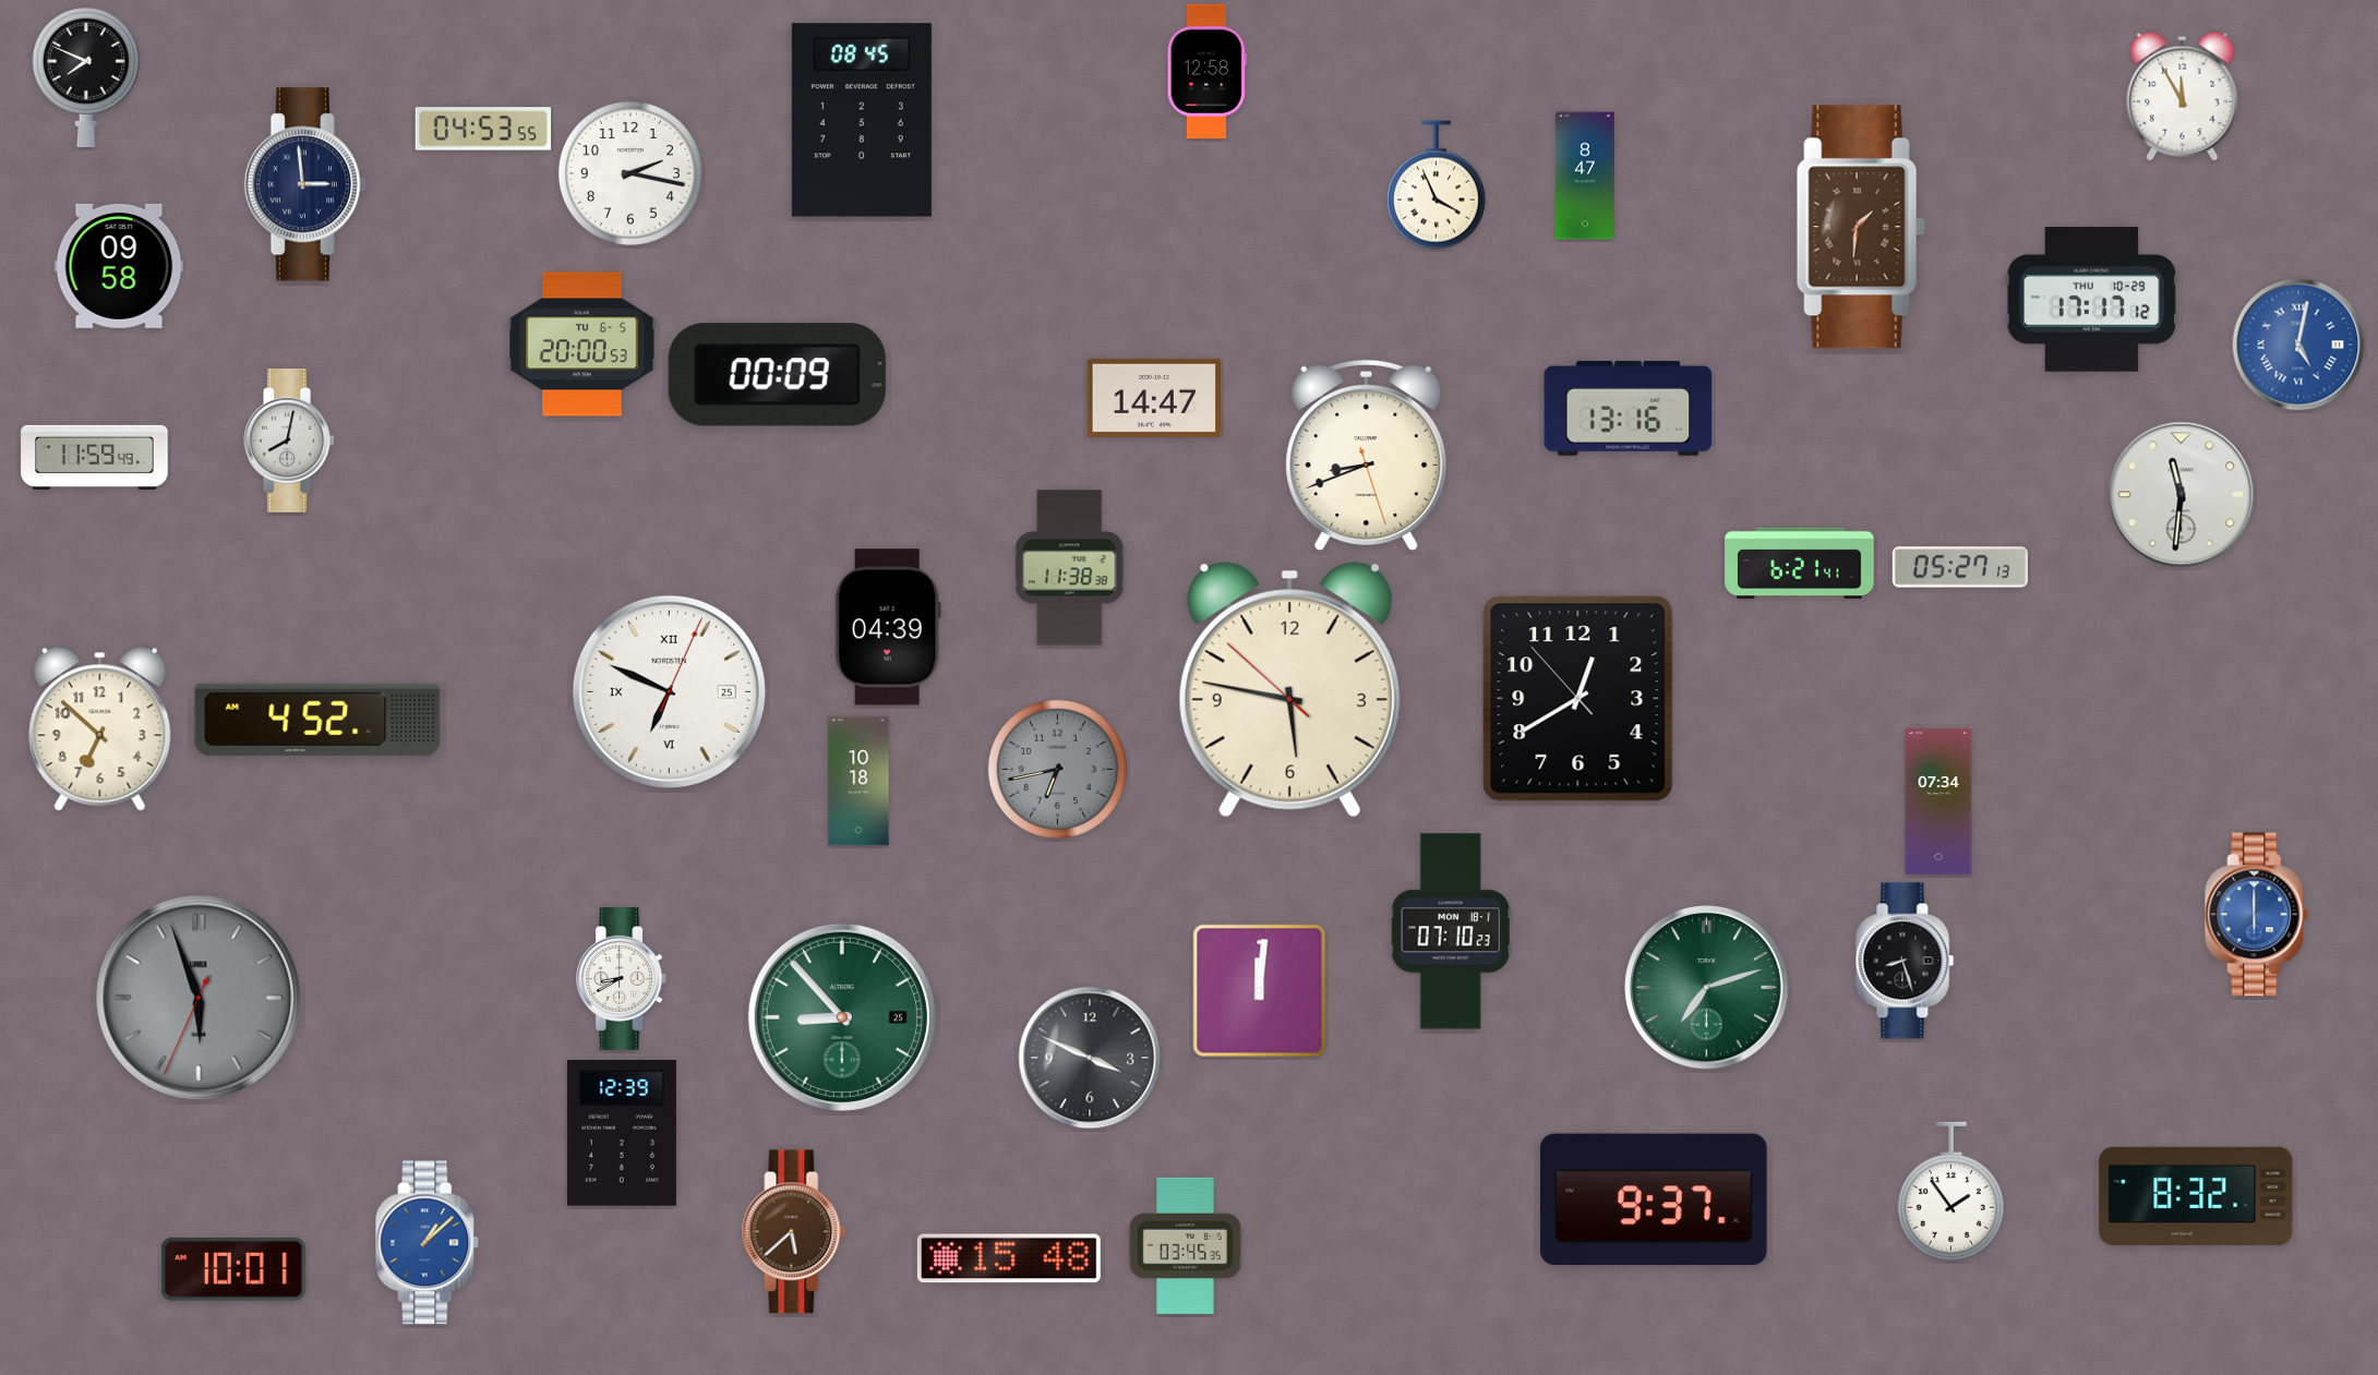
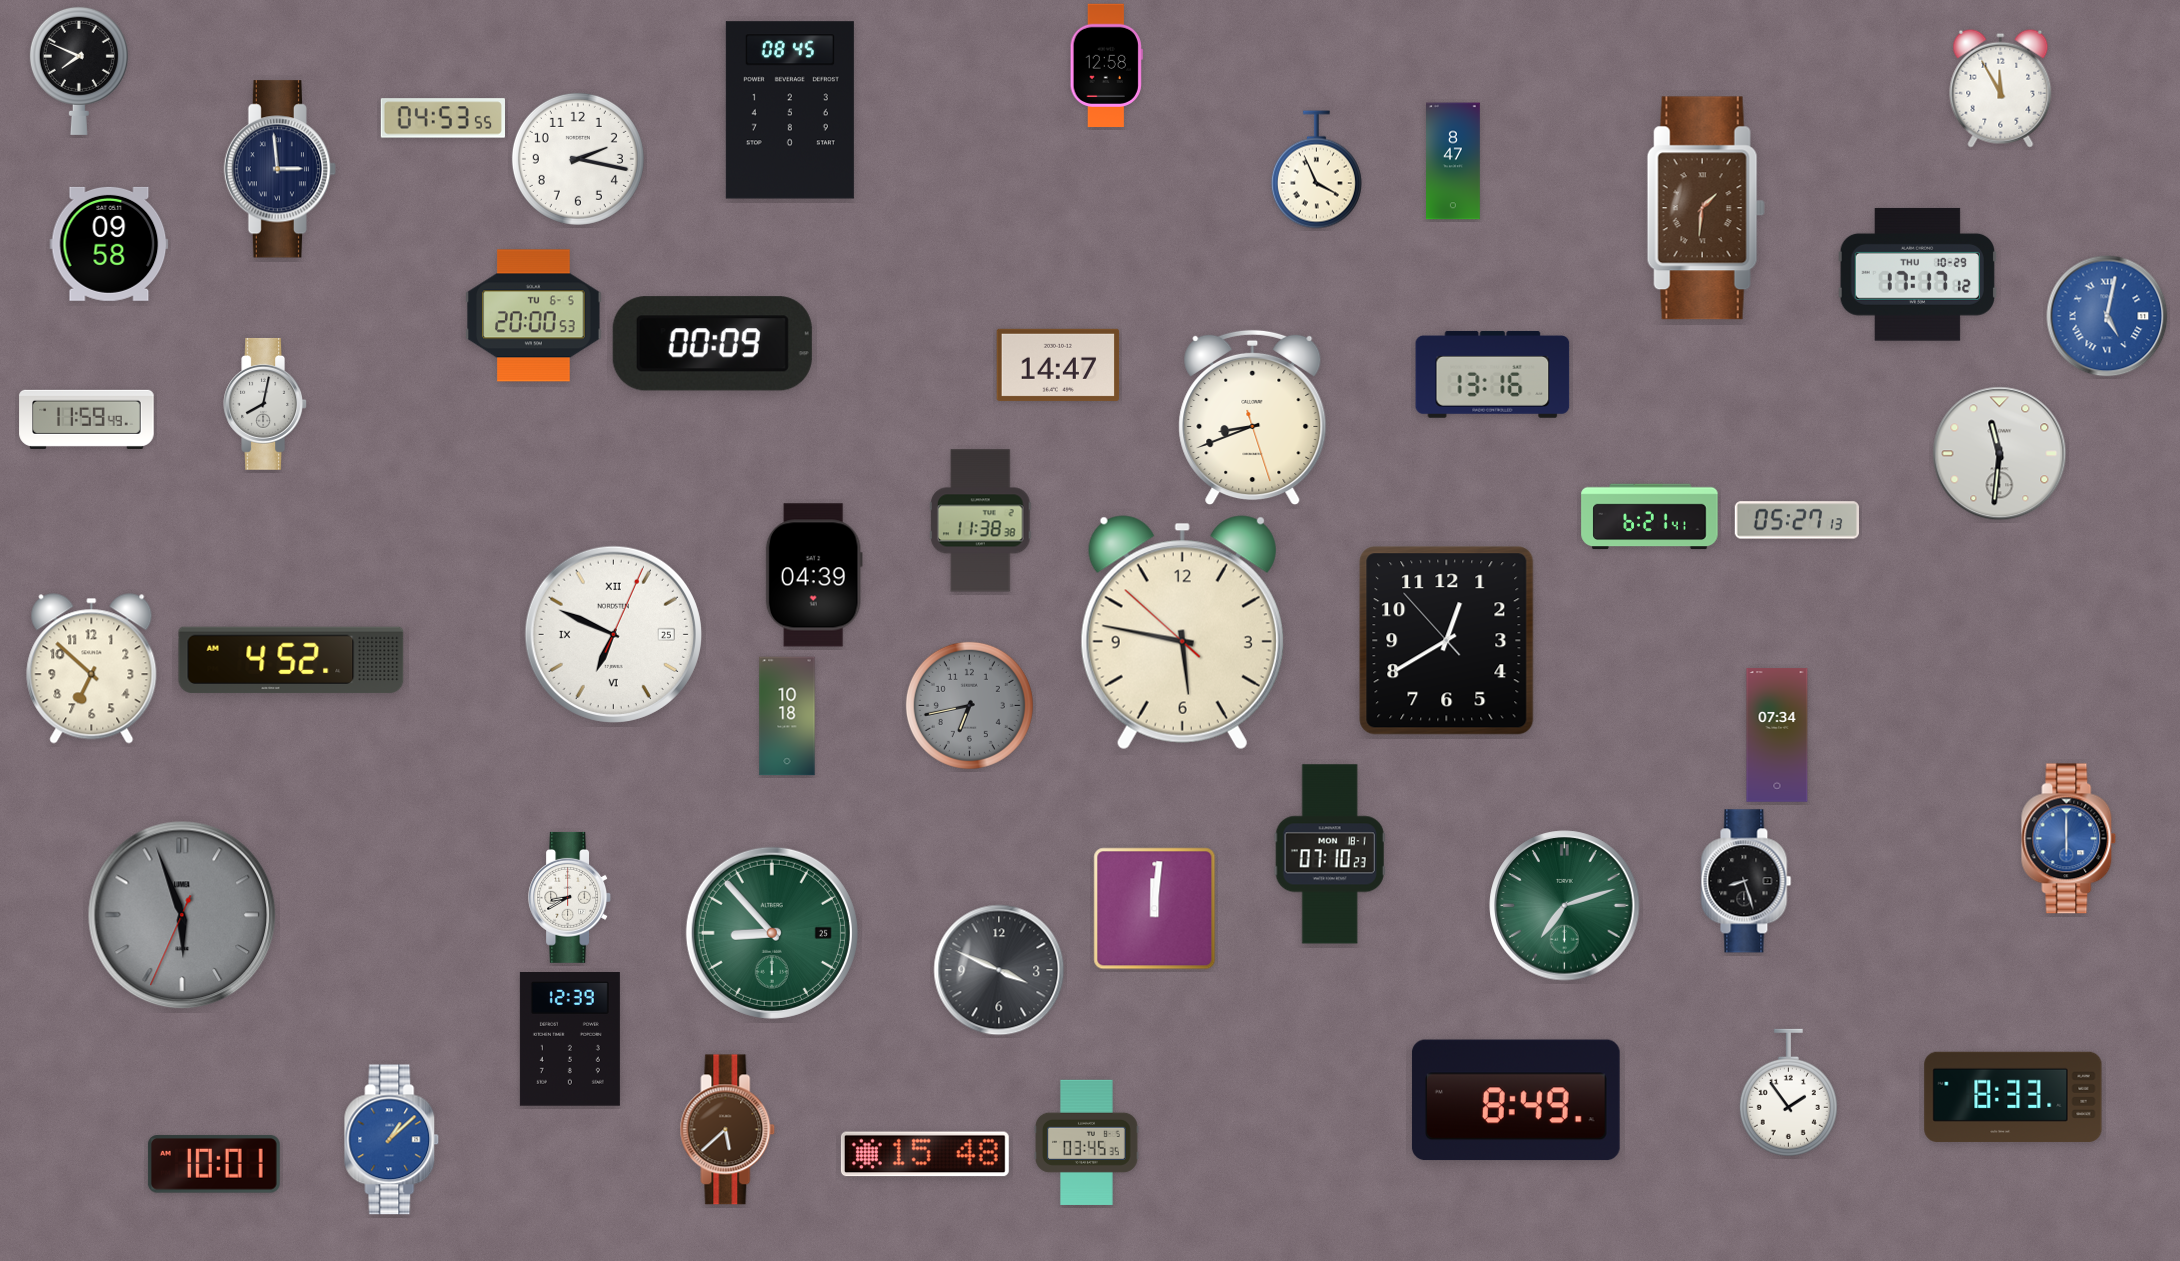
clock at (2196, 1196): 8:32 -> 8:33
clock at (1654, 1199): 9:37 -> 8:49
